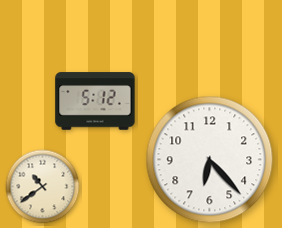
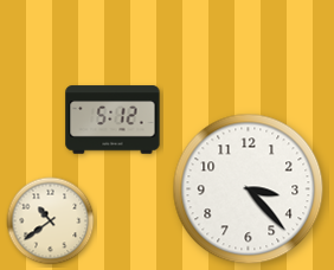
clock at (210, 160): 6:23 -> 3:23
